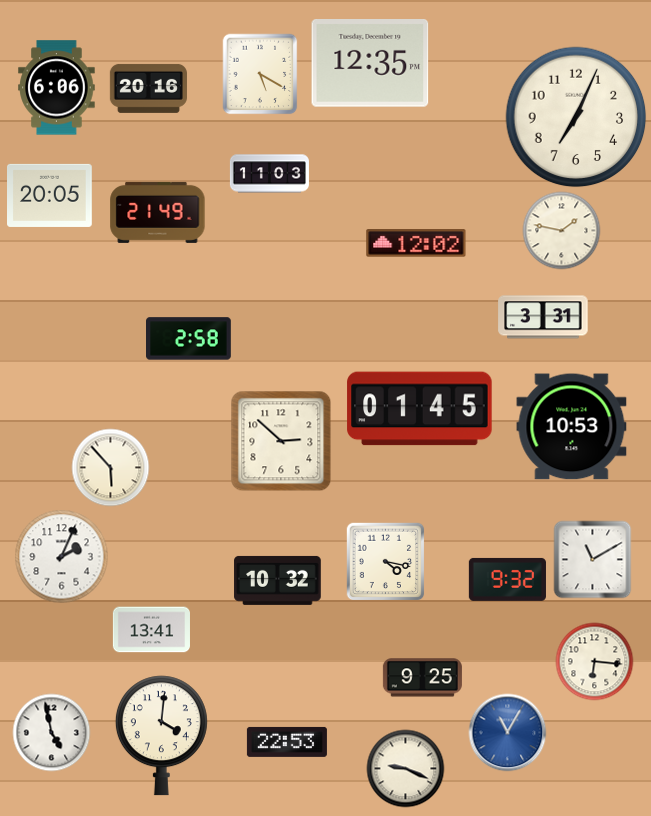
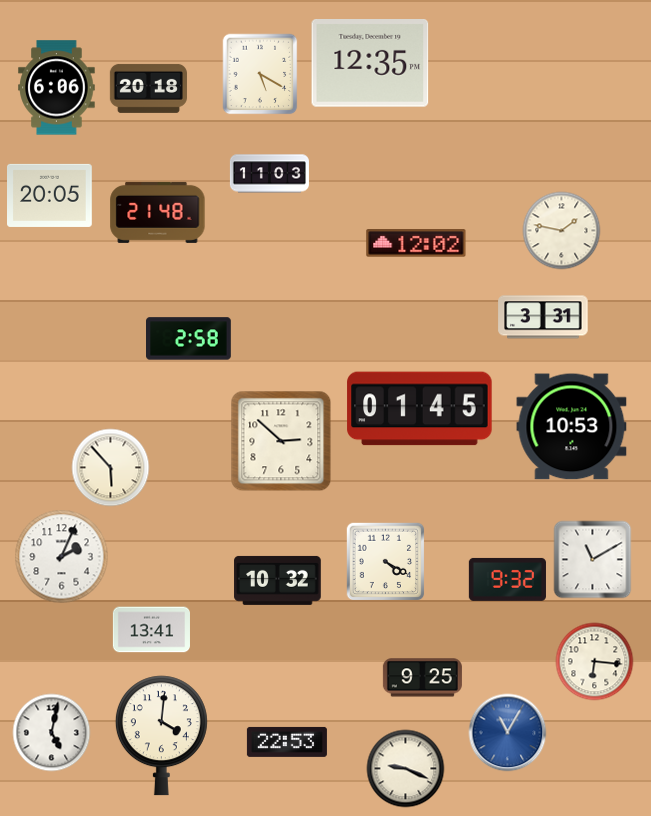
clock at (148, 88): 20:16 -> 20:18
clock at (576, 117): 7:04 -> none
clock at (158, 212): 21:49 -> 21:48
clock at (385, 561): 4:17 -> 4:20
clock at (51, 732): 4:58 -> 5:02
